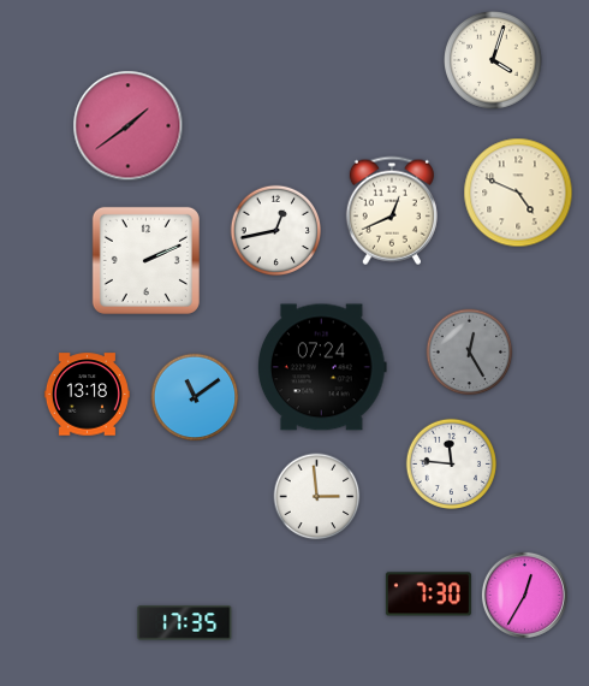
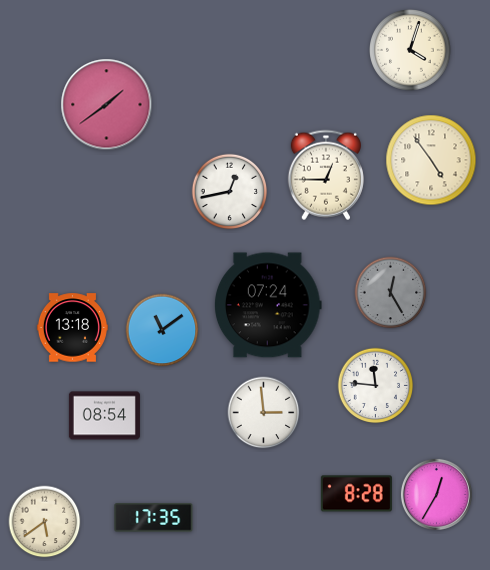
clock at (518, 193): 4:49 -> 4:54
clock at (392, 211): 12:41 -> 12:45
clock at (145, 260): 2:11 -> none
clock at (104, 416): none -> 08:54
clock at (428, 595): 7:30 -> 8:28
clock at (45, 522): none -> 5:39
